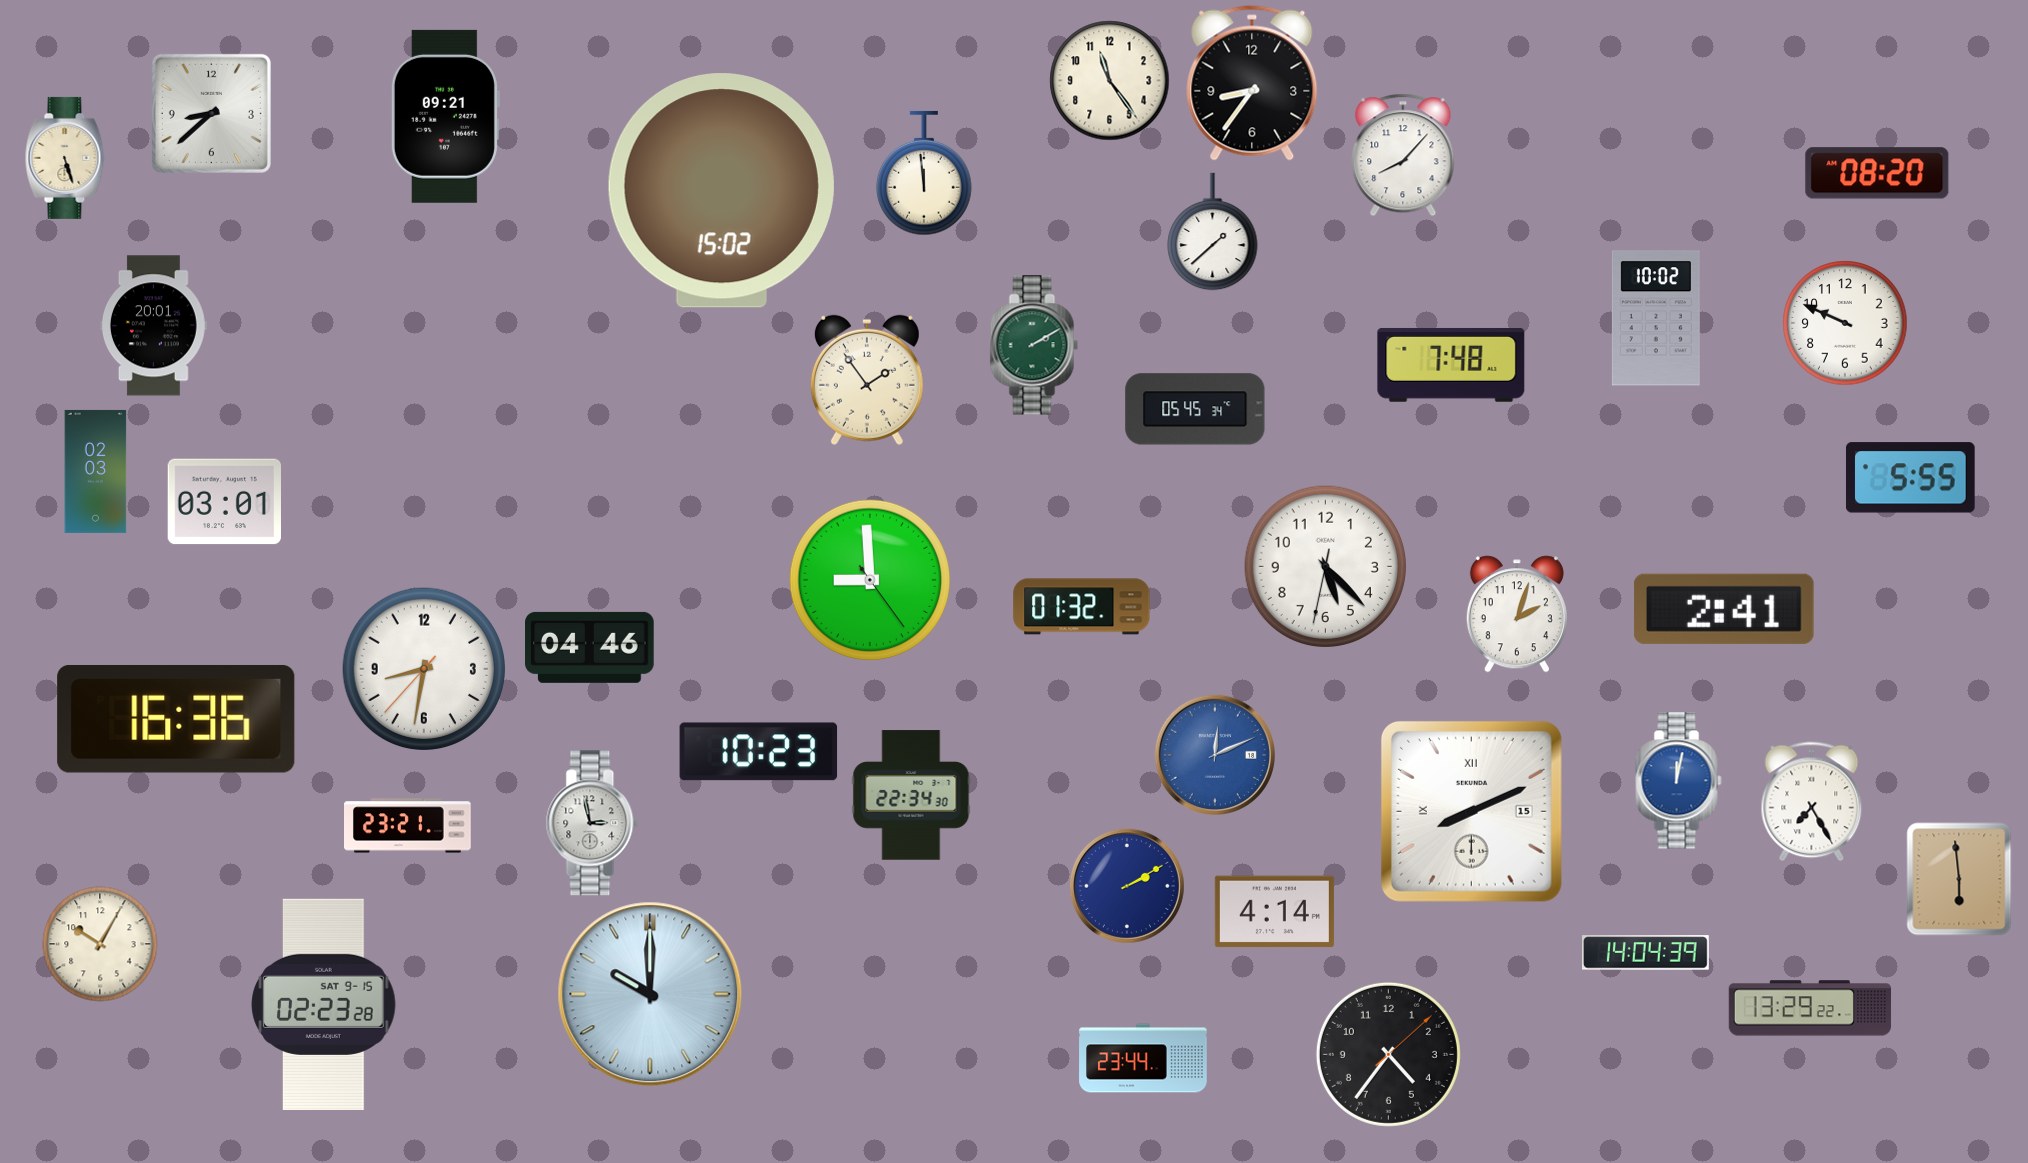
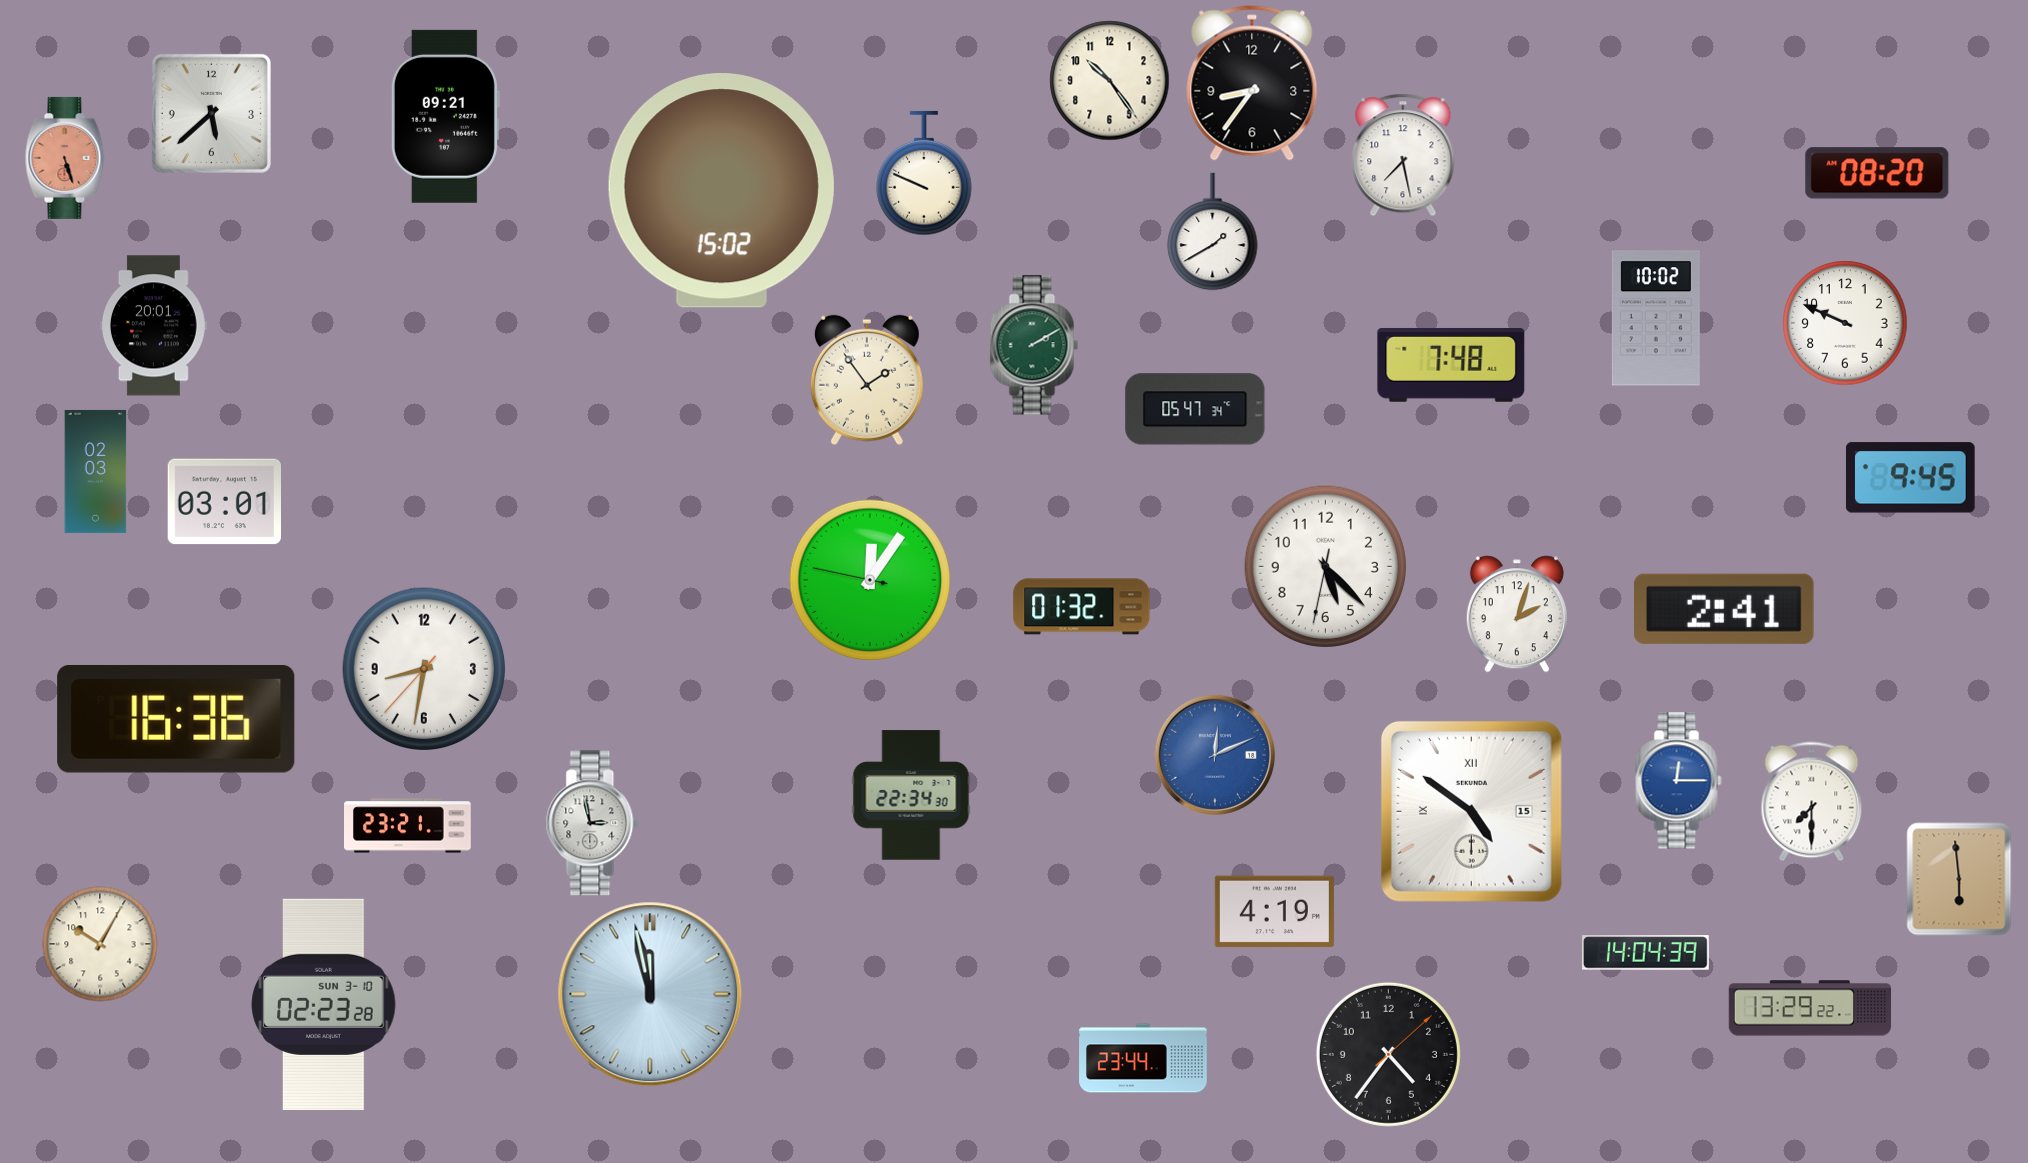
clock at (1110, 81): 11:24 -> 10:24
clock at (211, 113): 8:38 -> 5:38
clock at (1403, 155): 8:07 -> 7:28
clock at (65, 158) dial: cream -> salmon
clock at (924, 173): 11:59 -> 9:49
clock at (1213, 232): 1:38 -> 1:40
clock at (1195, 409): 05:45 -> 05:47
clock at (1911, 478): 5:55 -> 9:45
clock at (869, 579): 8:59 -> 12:05
clock at (590, 647): 04:46 -> none
clock at (759, 752): 10:23 -> none
clock at (1679, 781): 12:02 -> 12:15
clock at (1812, 802): 7:25 -> 7:30
clock at (1471, 811): 8:11 -> 4:51
clock at (1127, 886): 2:10 -> none
clock at (1274, 912): 4:14 -> 4:19
clock at (650, 994): 10:00 -> 11:58
clock at (324, 1004) date: SAT 9-15 -> SUN 3-10
